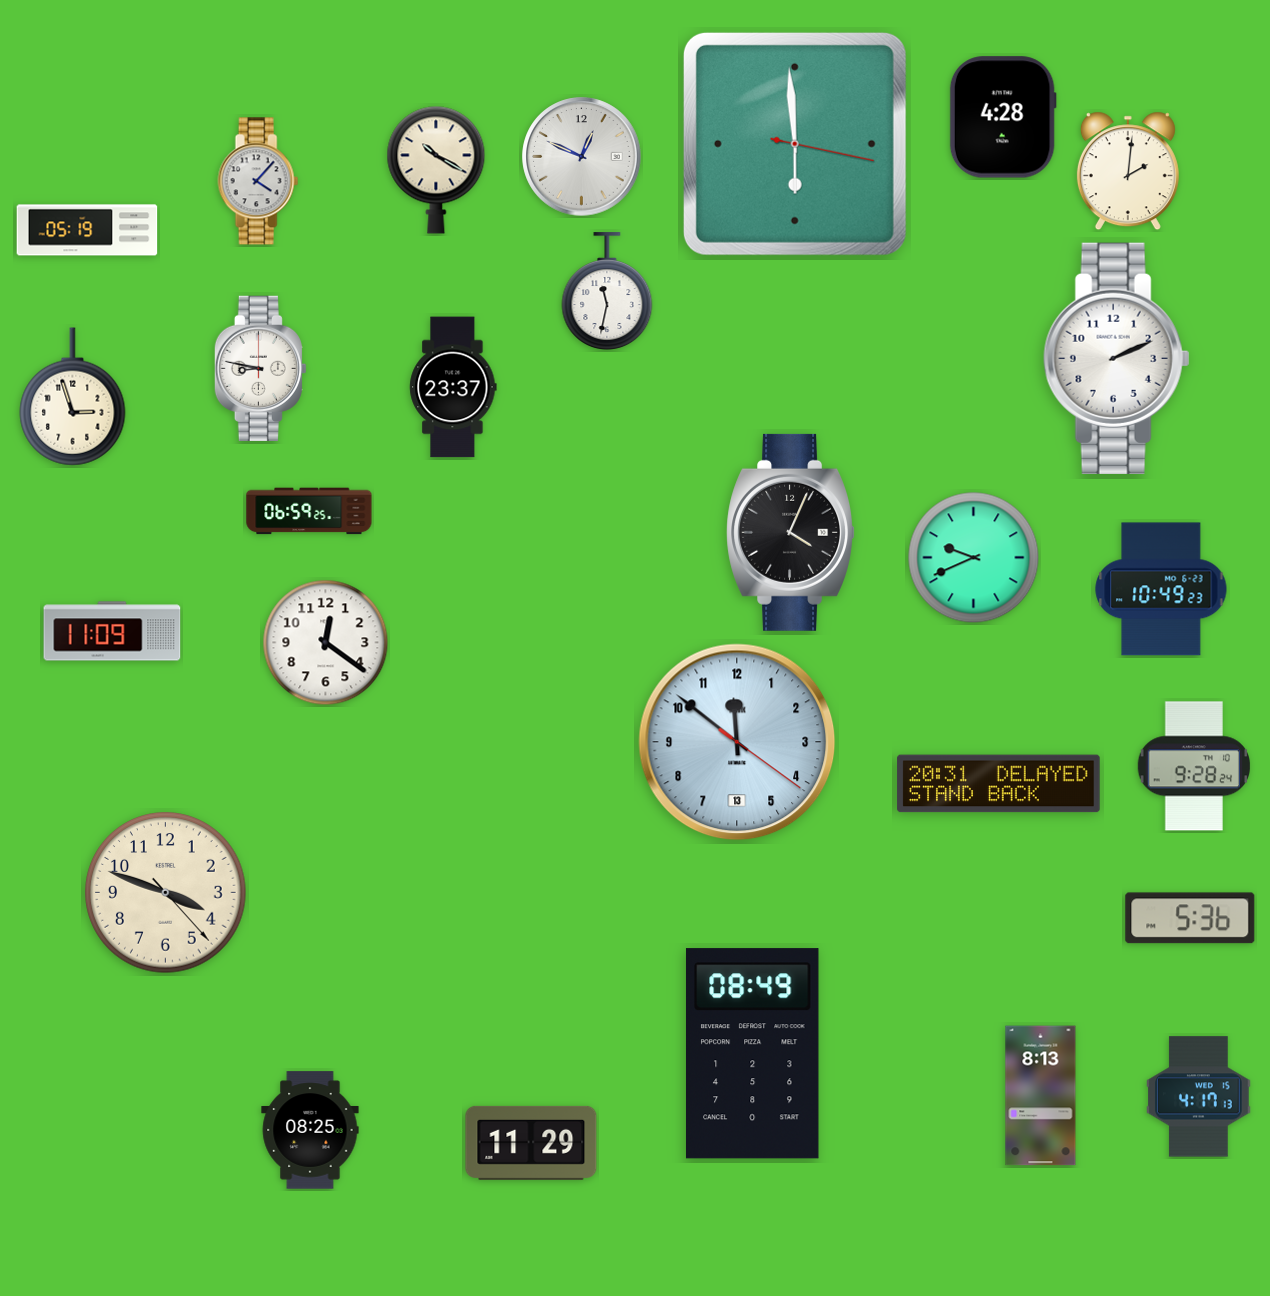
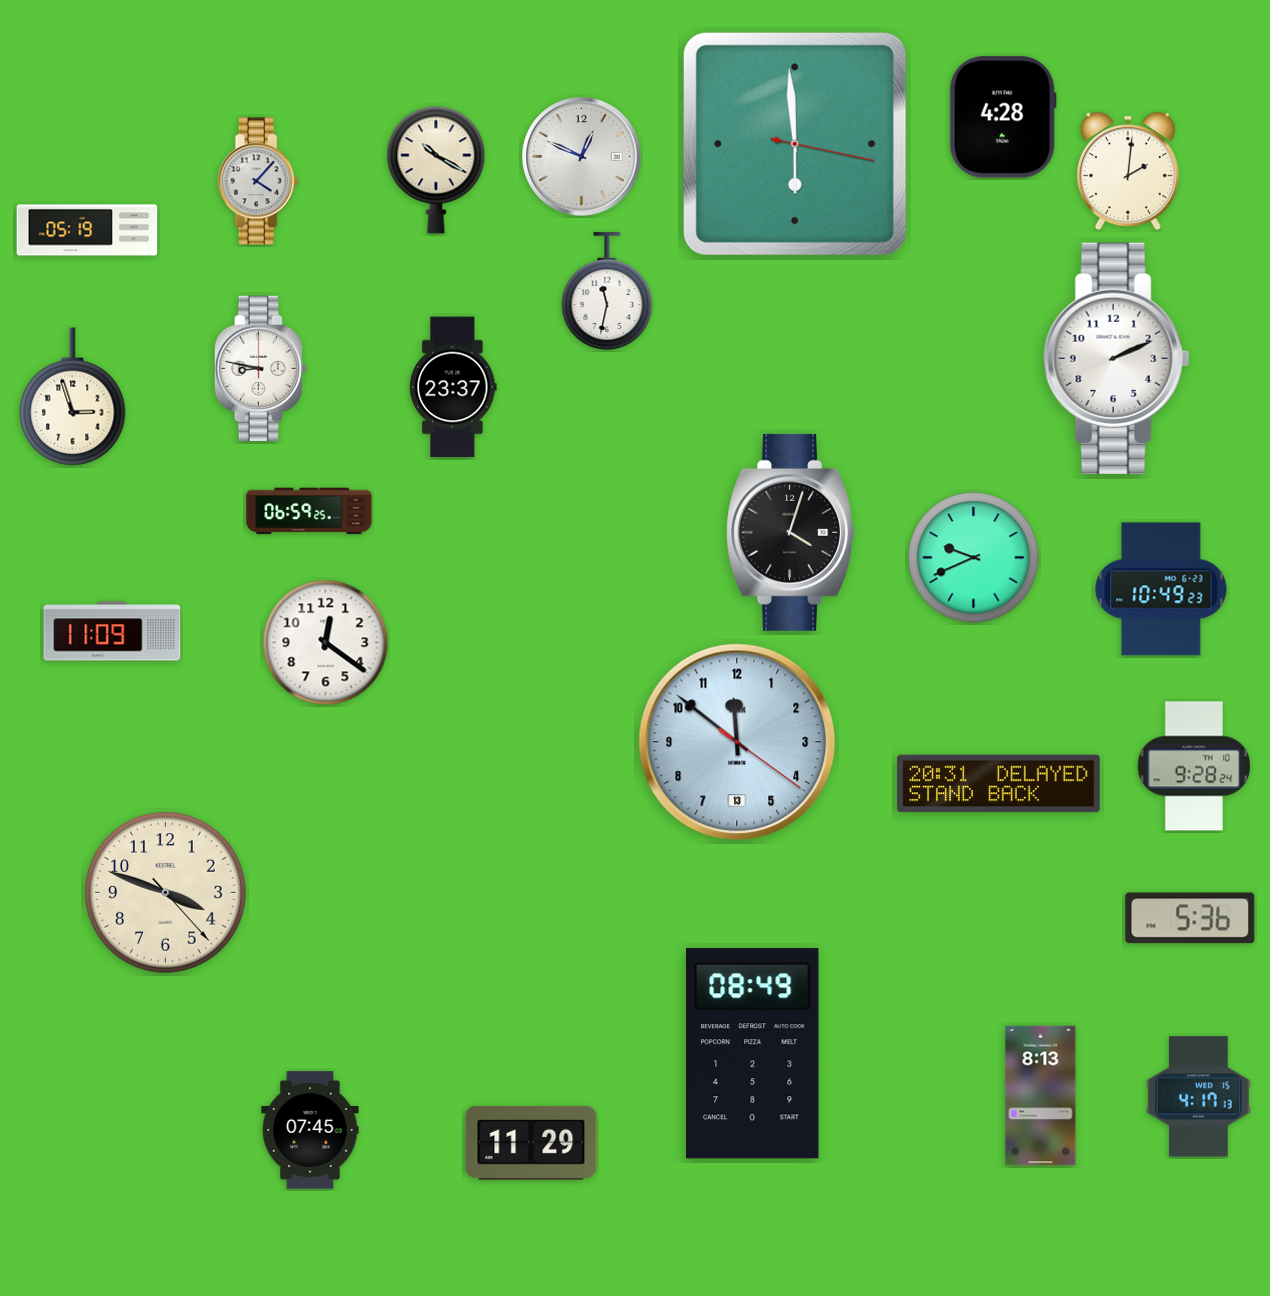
clock at (790, 532): 4:04 -> 4:03
clock at (310, 1130): 08:25 -> 07:45
